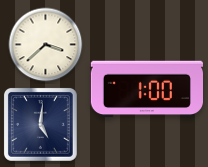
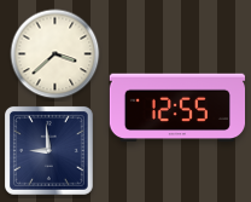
clock at (146, 89): 1:00 -> 12:55
clock at (40, 124): 5:01 -> 8:59
